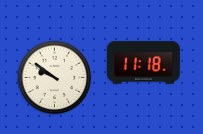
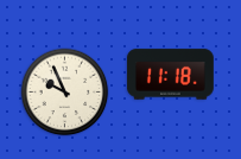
clock at (55, 78): 9:51 -> 9:56
